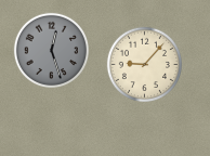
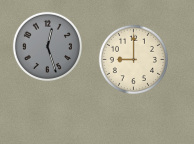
clock at (144, 64): 9:07 -> 9:00
